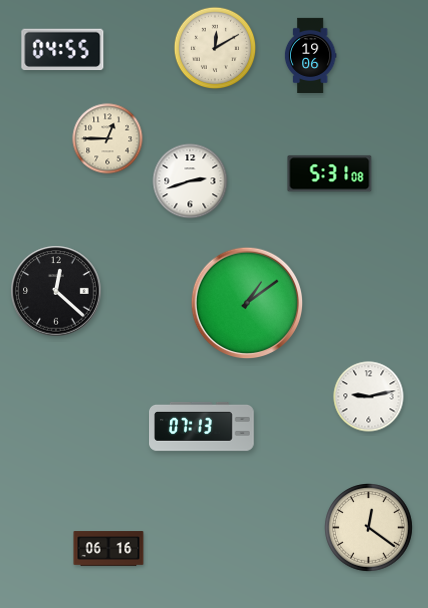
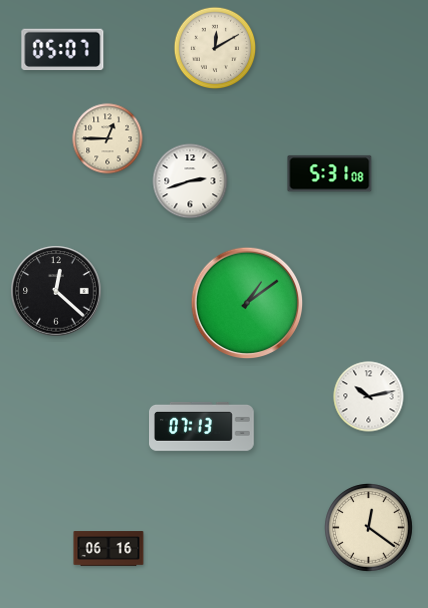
clock at (63, 50): 04:55 -> 05:07
clock at (310, 55): 19:06 -> none
clock at (369, 397): 9:13 -> 10:13
